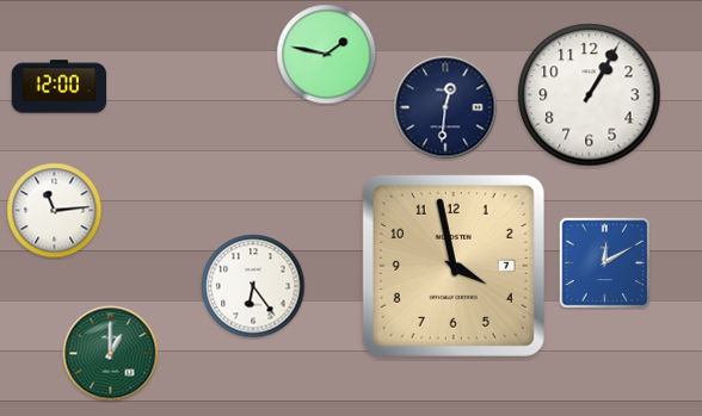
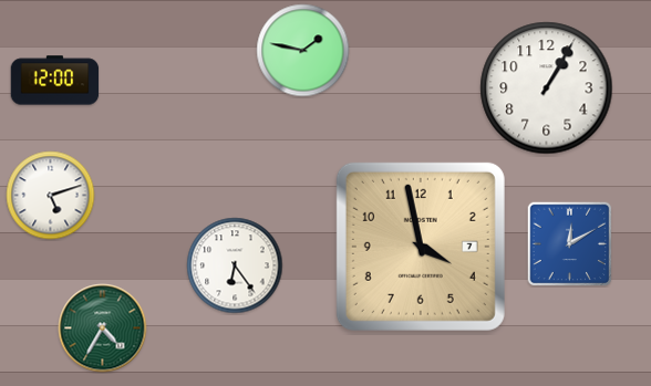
clock at (445, 107): 12:31 -> none
clock at (55, 211): 11:14 -> 5:12
clock at (604, 262) position: (604, 262) -> (569, 243)
clock at (111, 354): 1:00 -> 4:35
